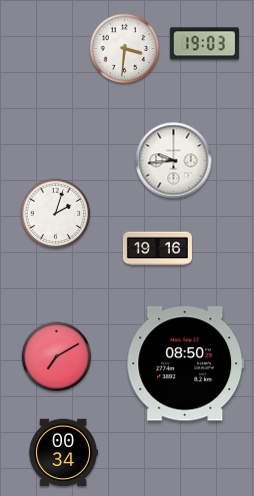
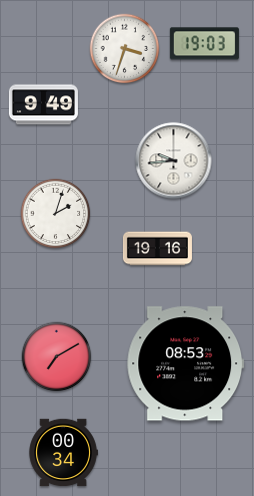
clock at (125, 49): 3:31 -> 3:33
clock at (43, 105): none -> 9:49
clock at (186, 364): 08:50 -> 08:53
